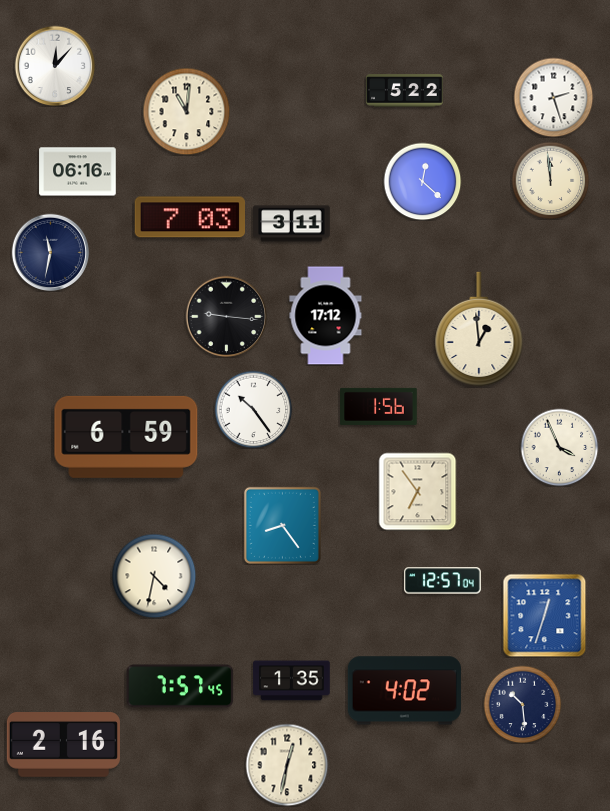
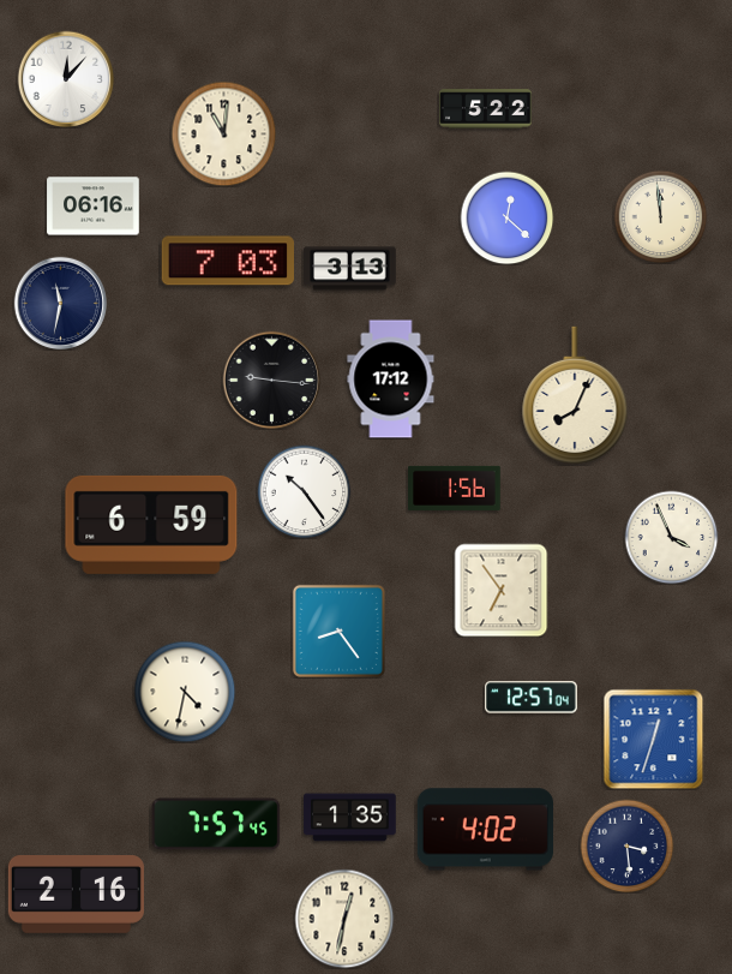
clock at (553, 97): 2:27 -> none
clock at (292, 224): 3:11 -> 3:13
clock at (479, 329): 12:59 -> 8:04
clock at (522, 704): 10:29 -> 3:29
